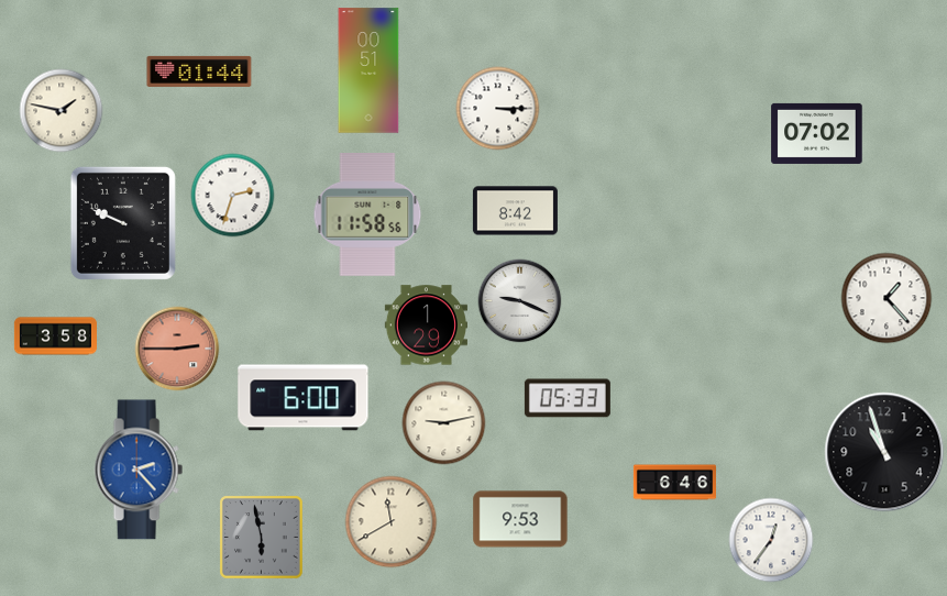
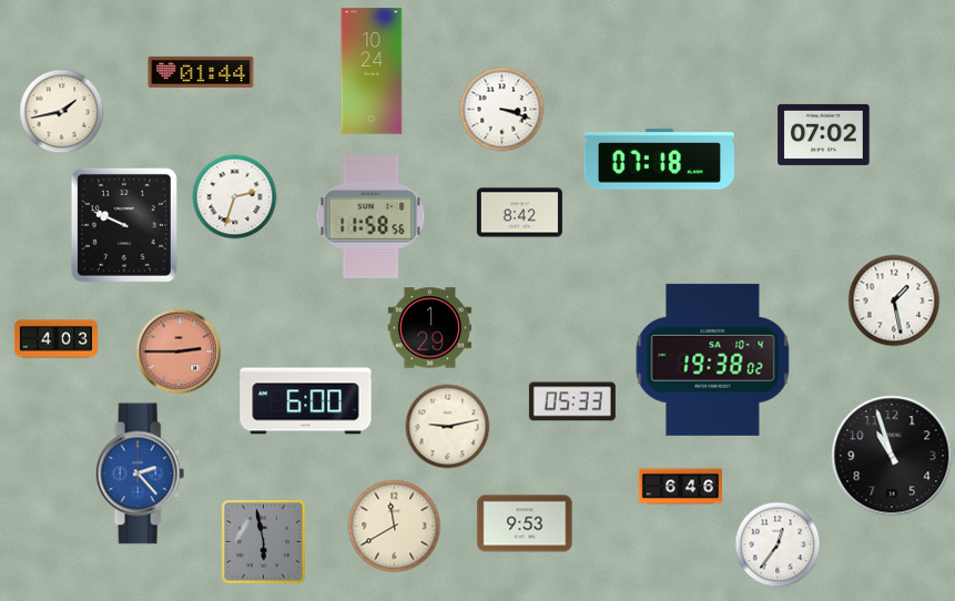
clock at (368, 70): 00:51 -> 10:24
clock at (498, 109): 3:15 -> 3:18
clock at (62, 111): 1:47 -> 1:43
clock at (659, 159): none -> 07:18
clock at (887, 298): 1:23 -> 1:28
clock at (520, 301): 9:19 -> none
clock at (55, 336): 3:58 -> 4:03
clock at (713, 359): none -> 19:38
